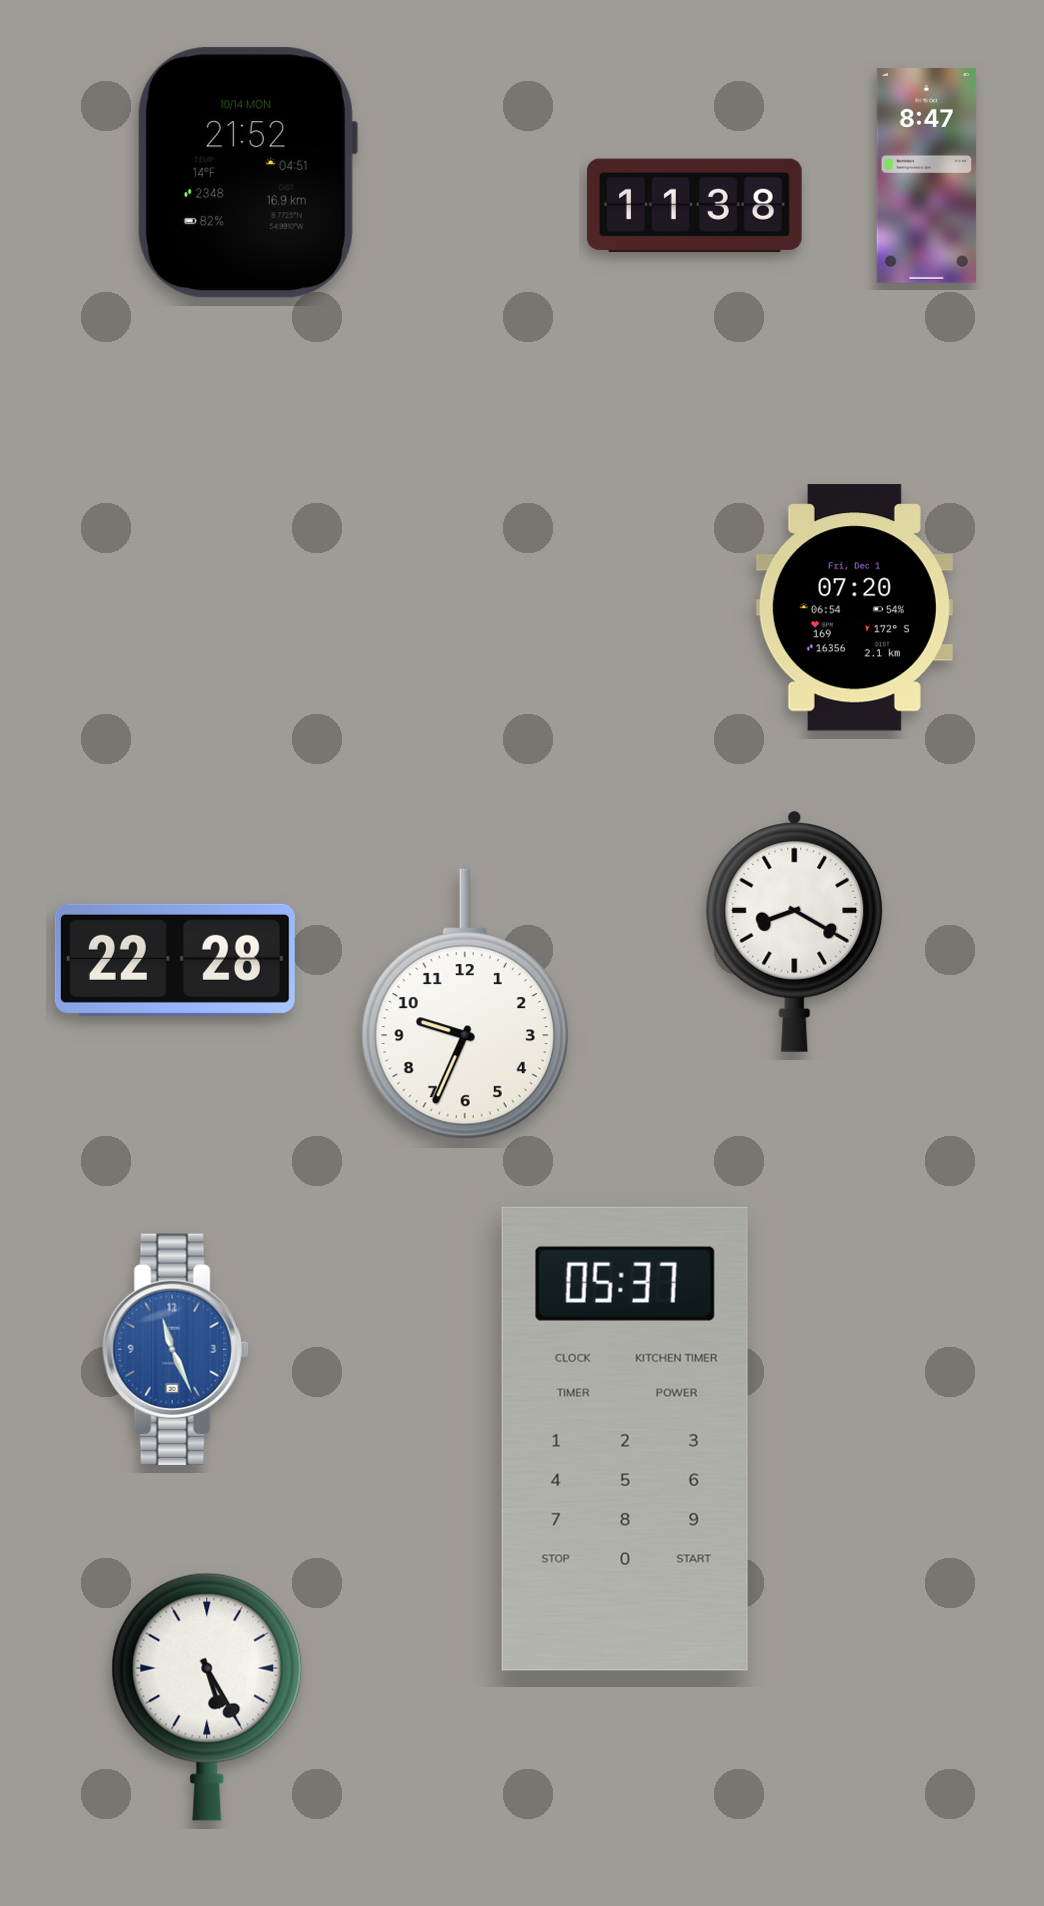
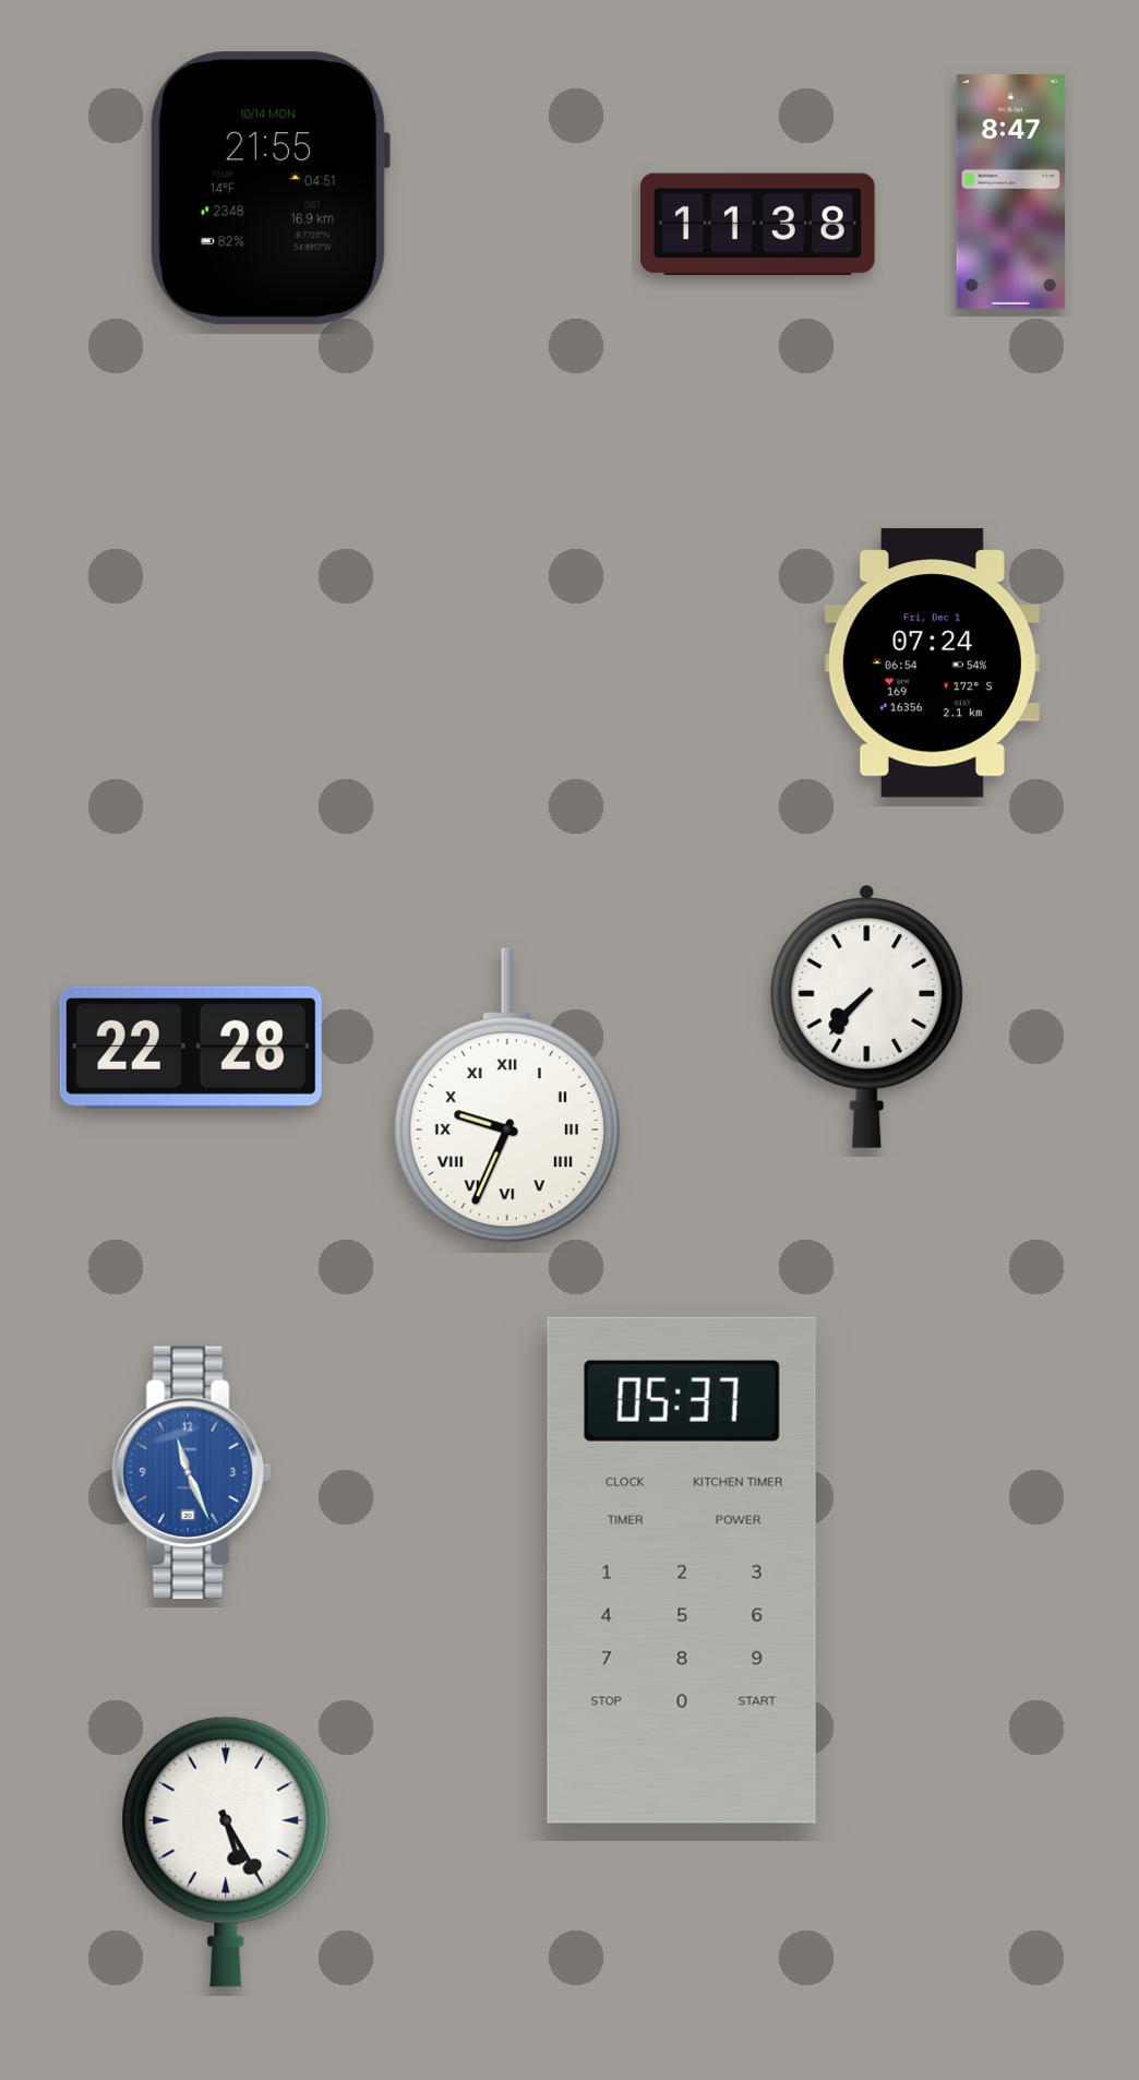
clock at (247, 173): 21:52 -> 21:55
clock at (854, 608): 07:20 -> 07:24
clock at (795, 931): 8:20 -> 7:37
clock at (465, 1004) numerals: Arabic -> Roman
